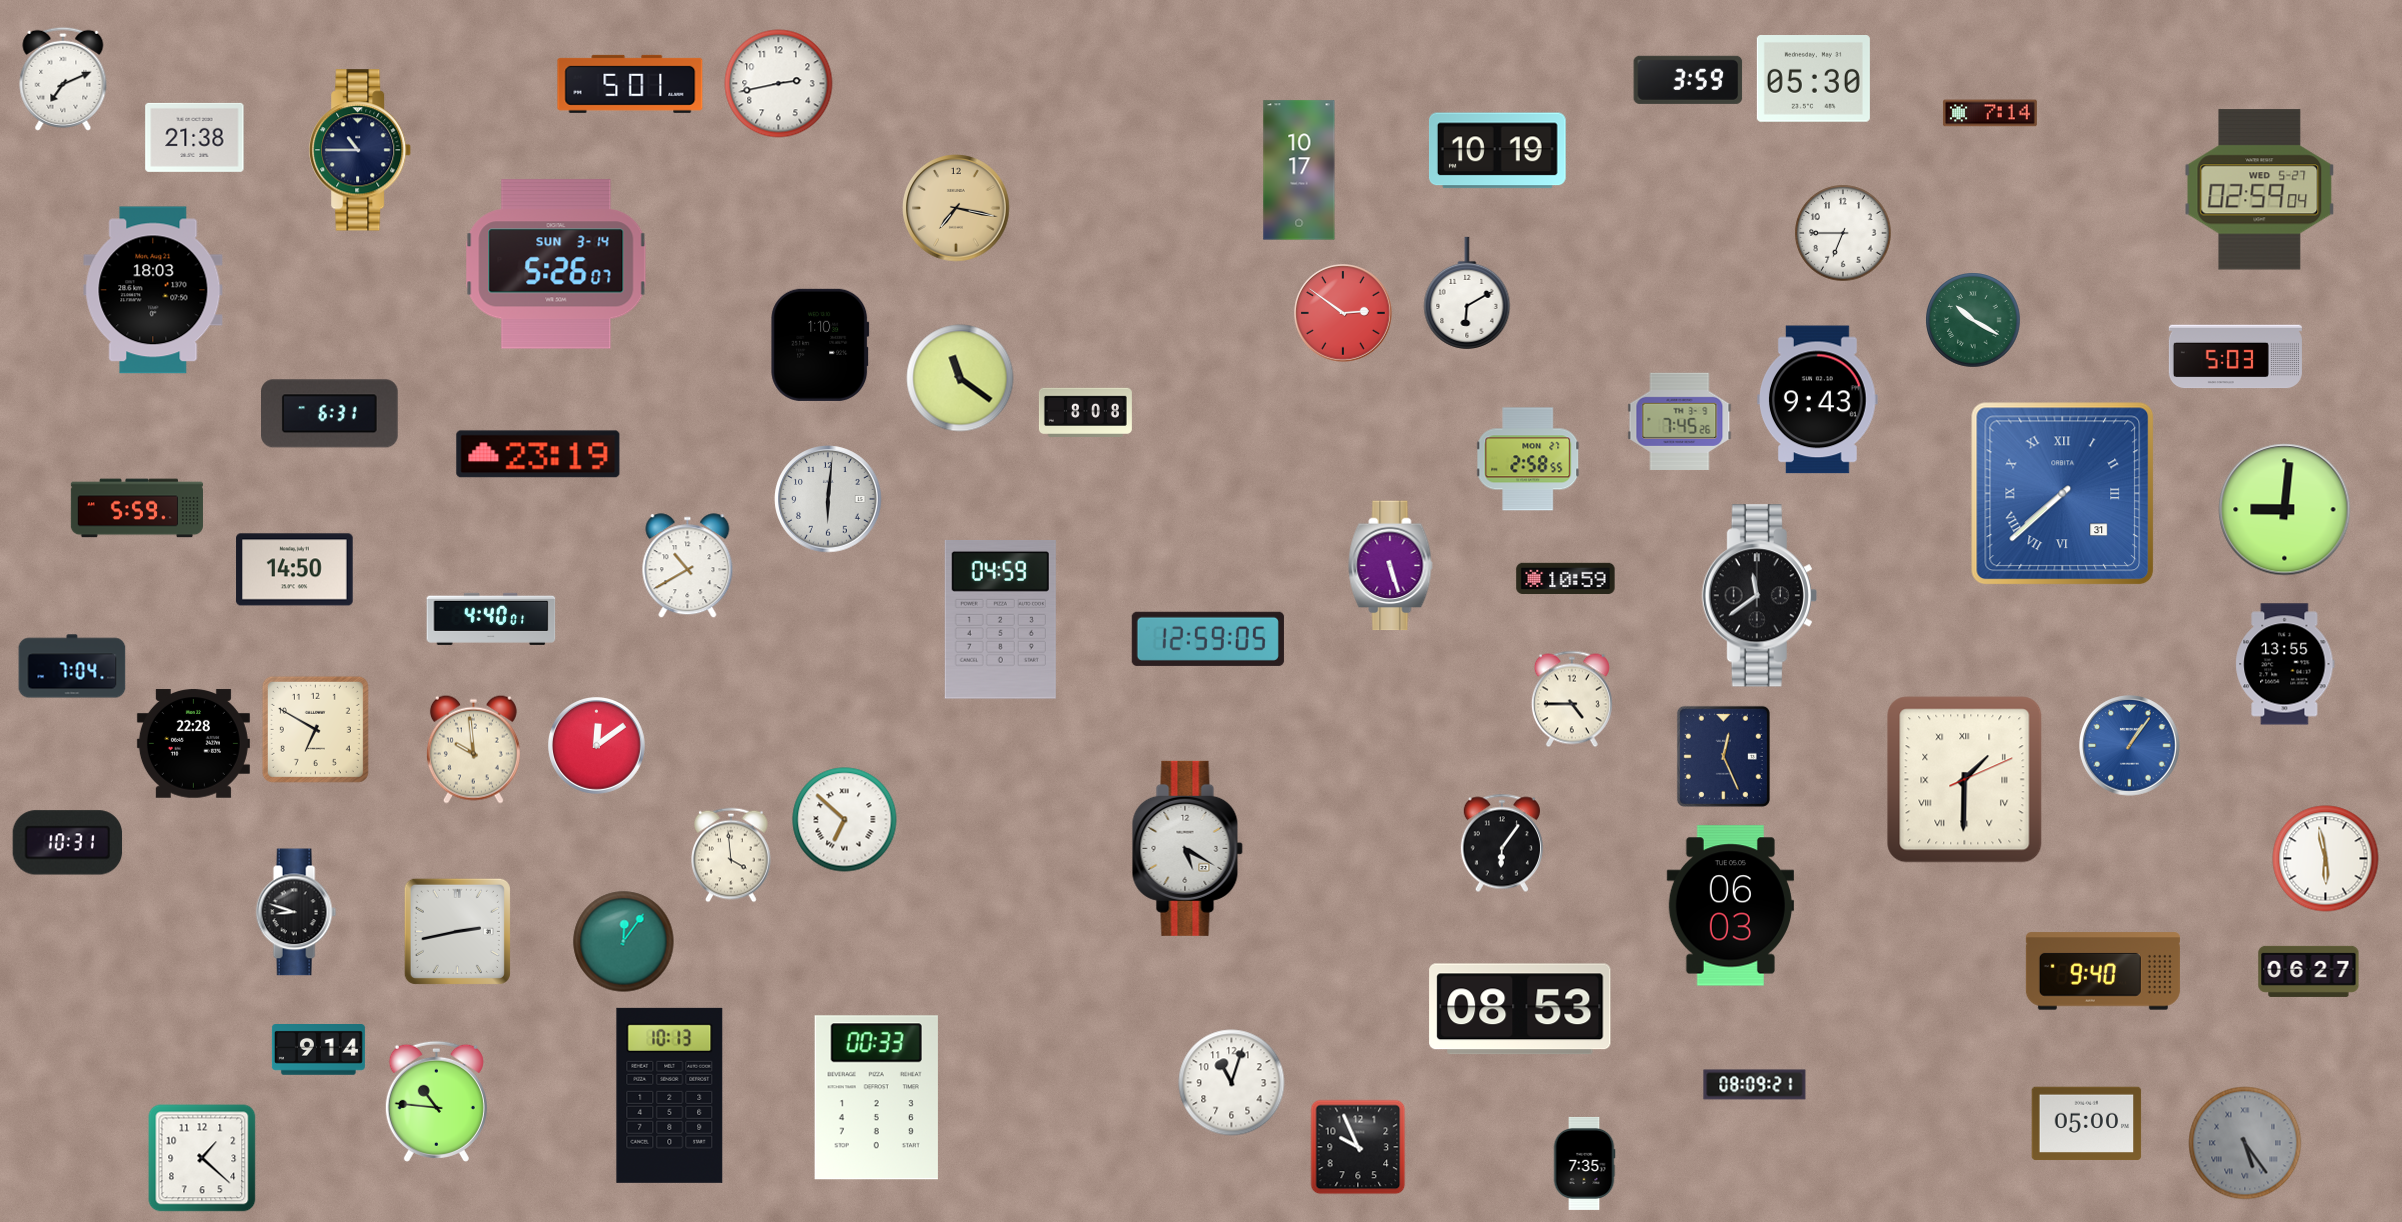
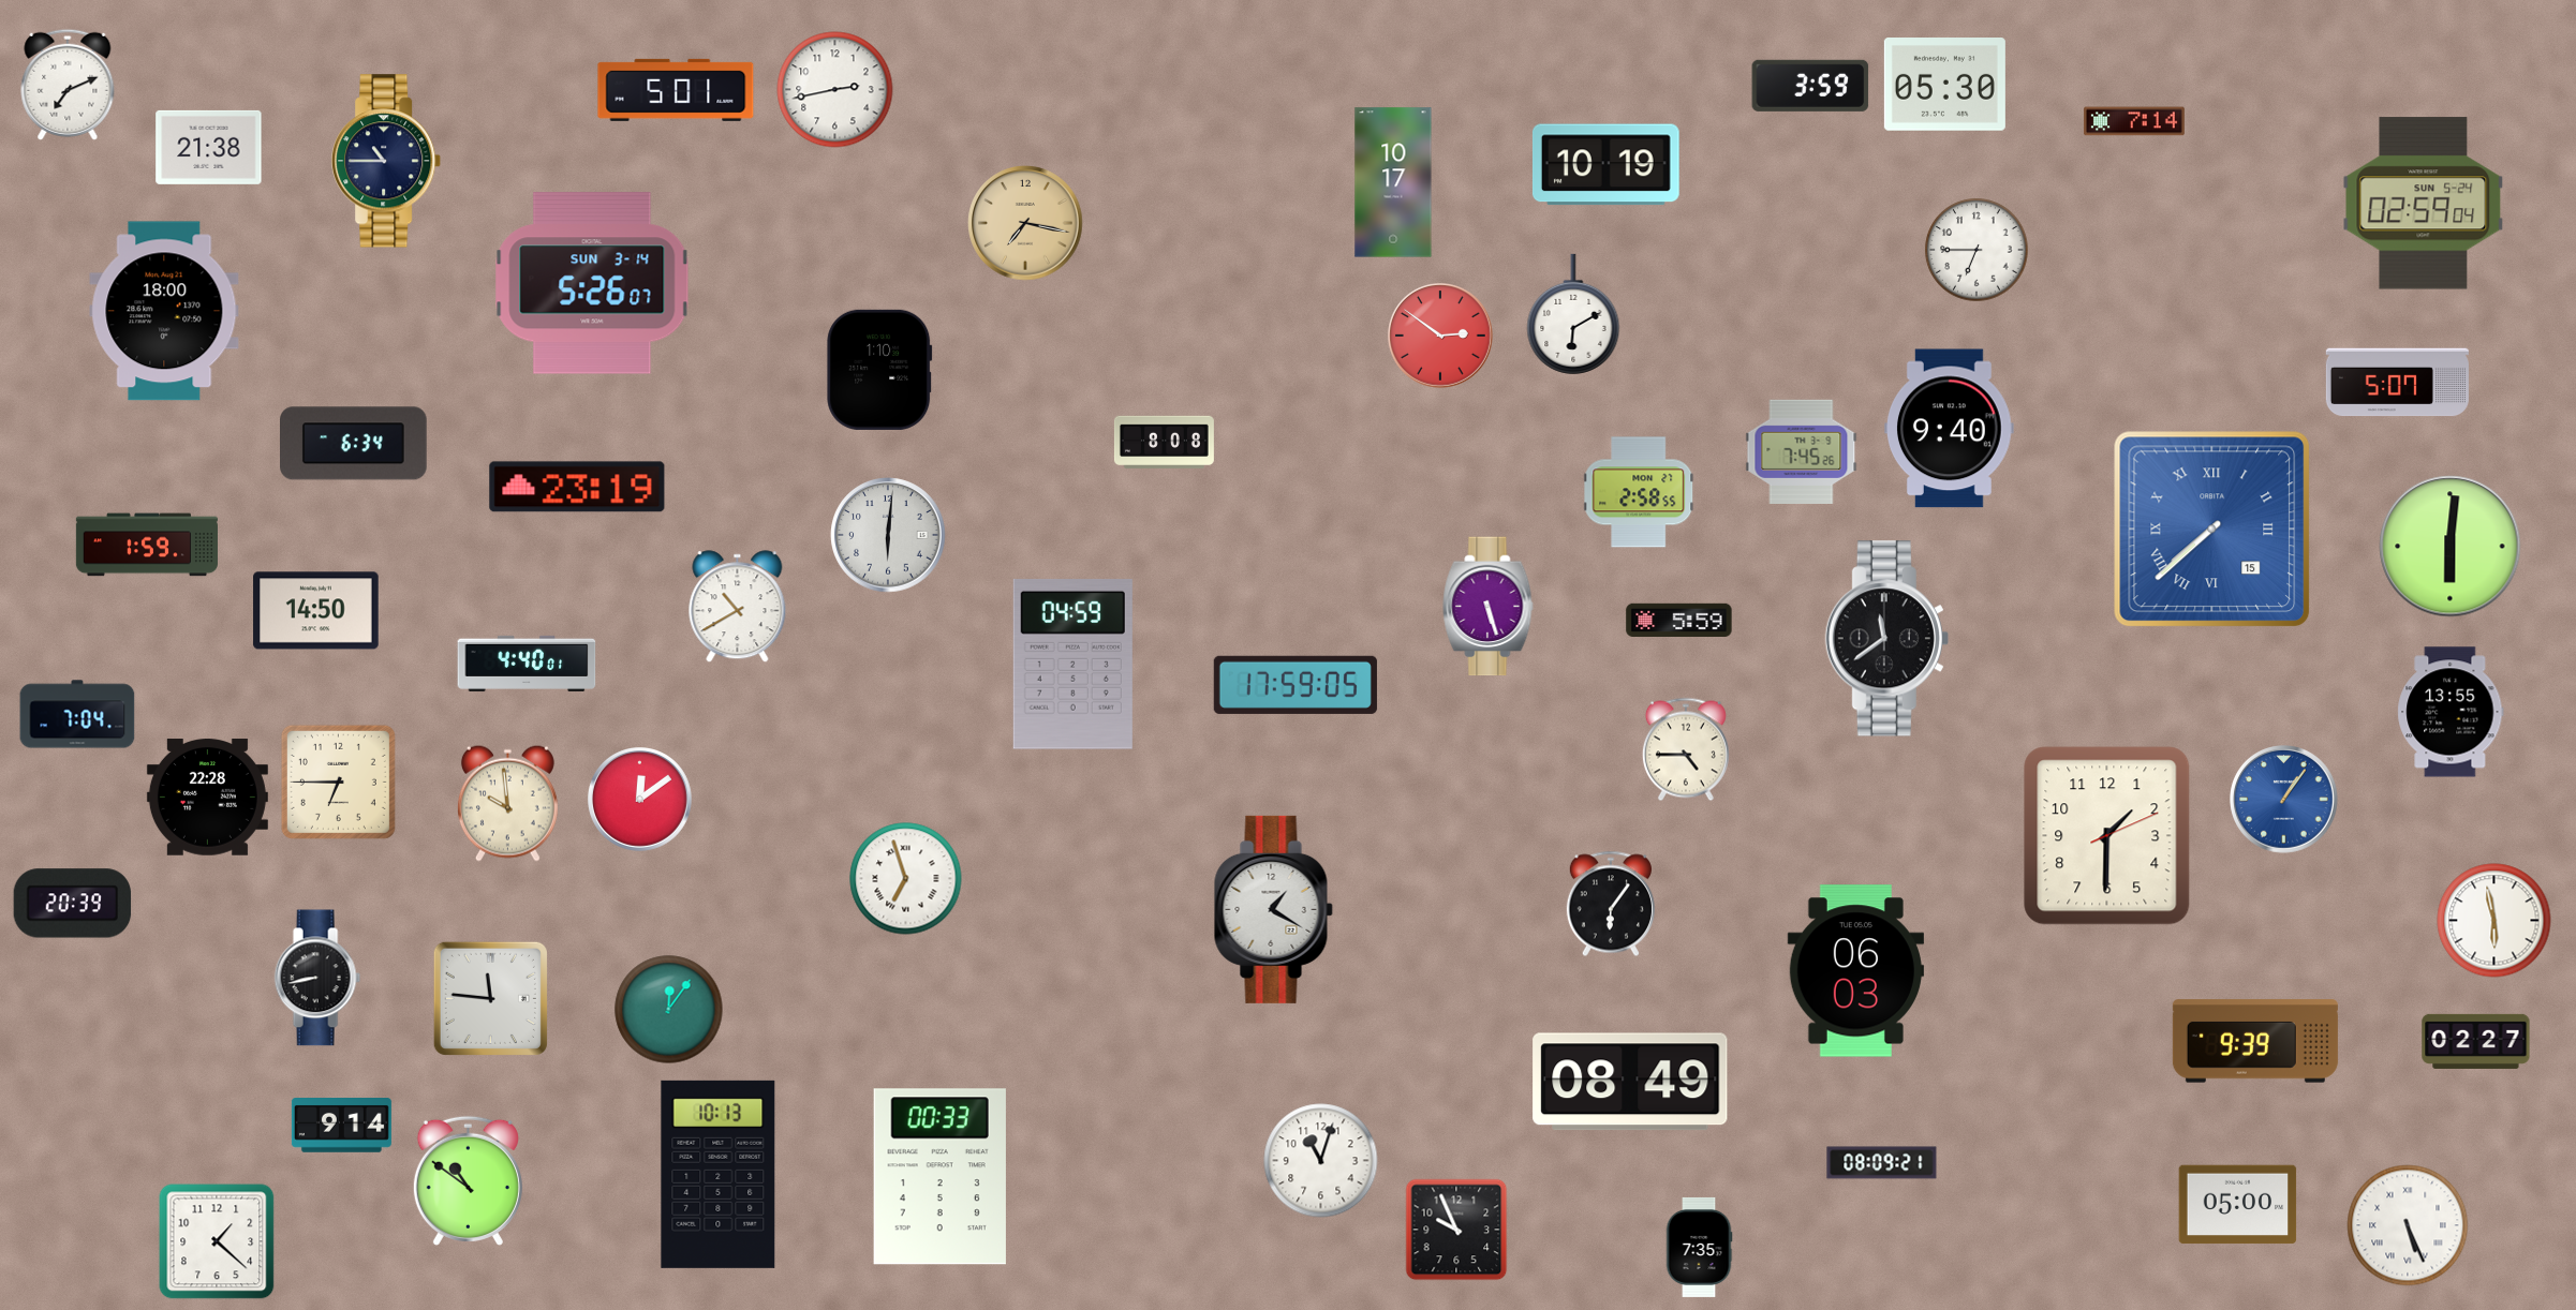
clock at (1497, 151) position: (1497, 151) -> (1605, 165)
clock at (2260, 190) date: WED 5-27 -> SUN 5-24
clock at (556, 264) position: (556, 264) -> (592, 283)
clock at (153, 290): 18:03 -> 18:00
clock at (1973, 320): 10:20 -> none
clock at (2235, 357): 5:03 -> 5:07
clock at (960, 378): 11:21 -> none
clock at (1818, 400): 9:43 -> 9:40
clock at (330, 414): 6:31 -> 6:34
clock at (2063, 494) date: 31 -> 15
clock at (137, 508): 5:59 -> 1:59
clock at (2285, 510): 9:01 -> 6:01
clock at (1391, 566) position: (1391, 566) -> (1489, 607)
clock at (1566, 579): 10:59 -> 5:59
clock at (1208, 639): 12:59 -> 17:59
clock at (315, 729): 6:50 -> 6:45
clock at (1723, 756): 12:26 -> none
clock at (1965, 780) numerals: Roman -> Arabic
clock at (845, 820): 6:52 -> 6:57
clock at (68, 843): 10:31 -> 20:39
clock at (1187, 848): 5:20 -> 1:20
clock at (731, 855): 3:59 -> none
clock at (296, 912): 8:48 -> 8:43
clock at (457, 931): 2:43 -> 11:46
clock at (2103, 971): 9:40 -> 9:39
clock at (2309, 971): 06:27 -> 02:27
clock at (1520, 1009): 08:53 -> 08:49
clock at (436, 1101): 10:46 -> 10:51
clock at (2245, 1143): 5:24 -> 5:26
clock at (2245, 1143) dial: grey -> white
